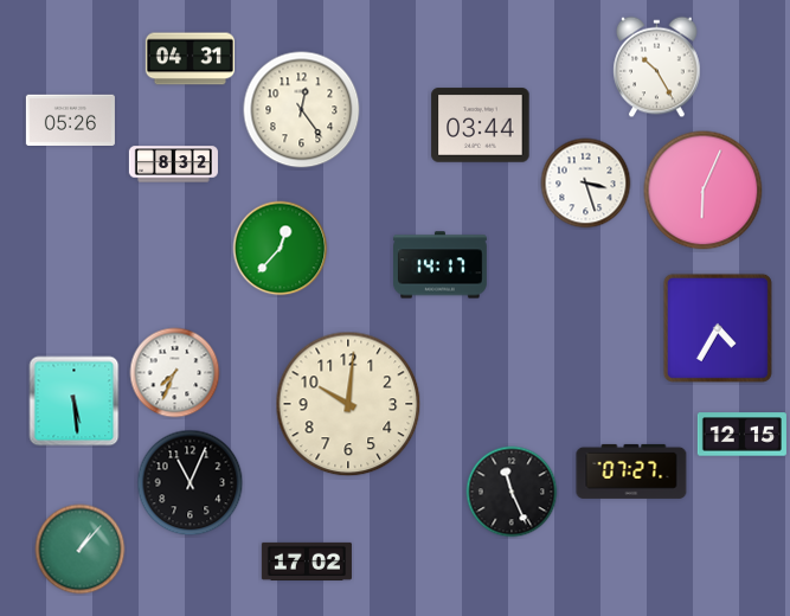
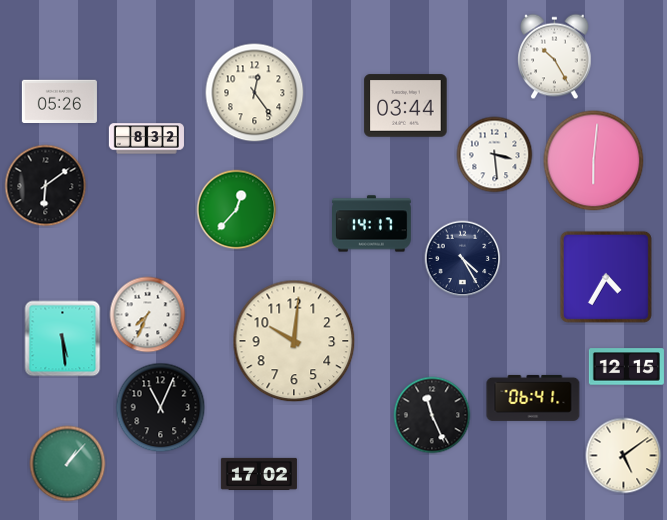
clock at (190, 59): 04:31 -> none
clock at (586, 184): 3:27 -> 3:29
clock at (704, 191): 6:04 -> 6:01
clock at (46, 186): none -> 6:09
clock at (463, 259): none -> 4:25
clock at (631, 471): 07:27 -> 06:41
clock at (624, 456): none -> 5:09
